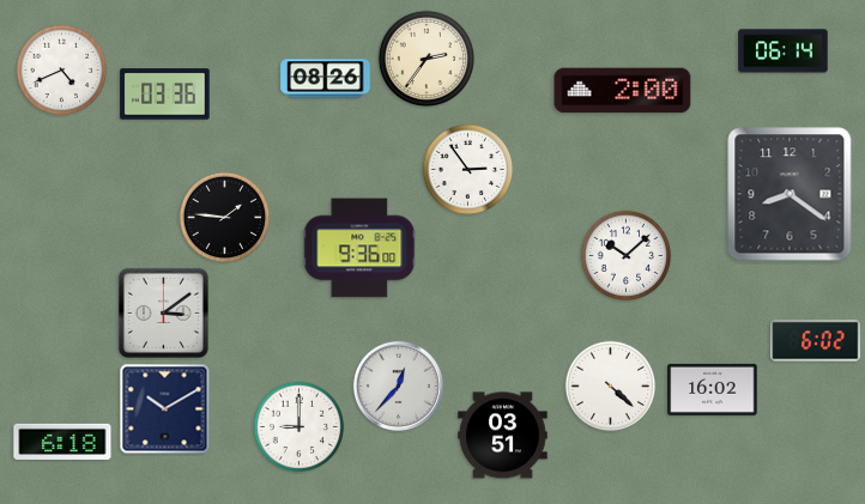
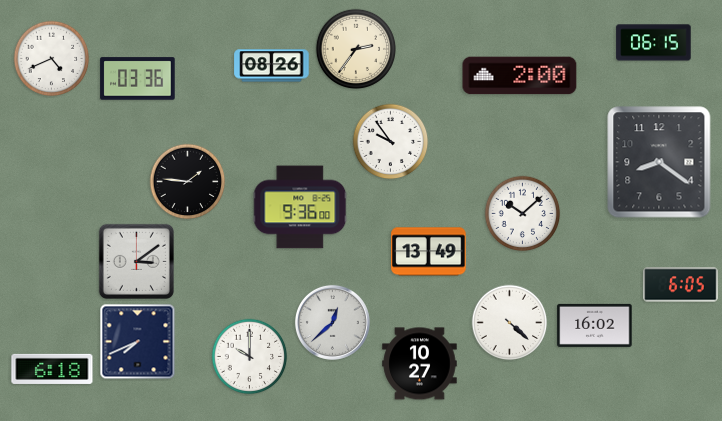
clock at (784, 51): 06:14 -> 06:15
clock at (468, 170): 2:54 -> 9:54
clock at (429, 252): none -> 13:49
clock at (816, 341): 6:02 -> 6:05
clock at (398, 385): 12:37 -> 12:38
clock at (165, 409): 10:10 -> 7:41
clock at (300, 427): 9:00 -> 10:00
clock at (503, 436): 03:51 -> 10:27
